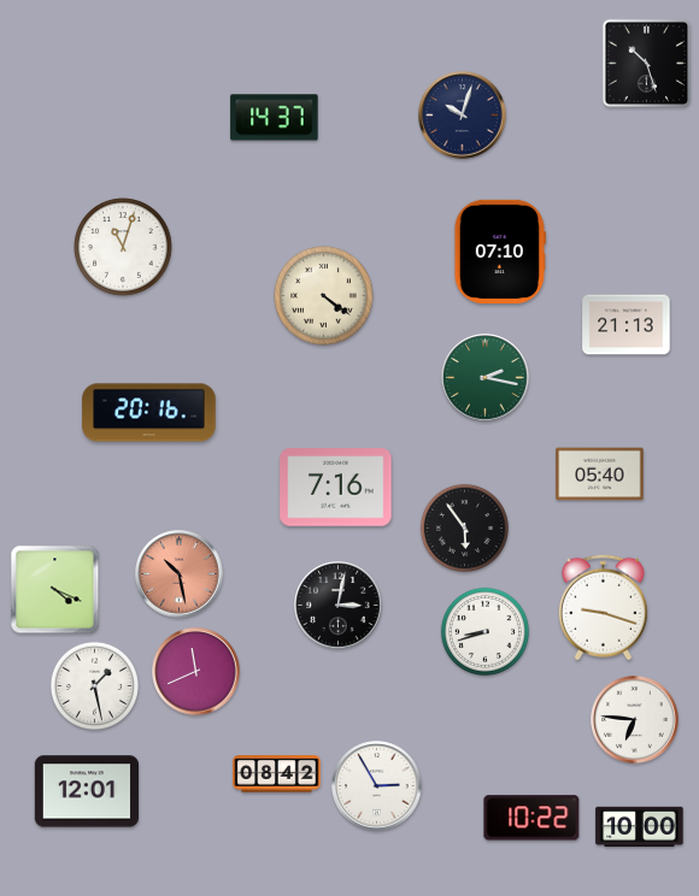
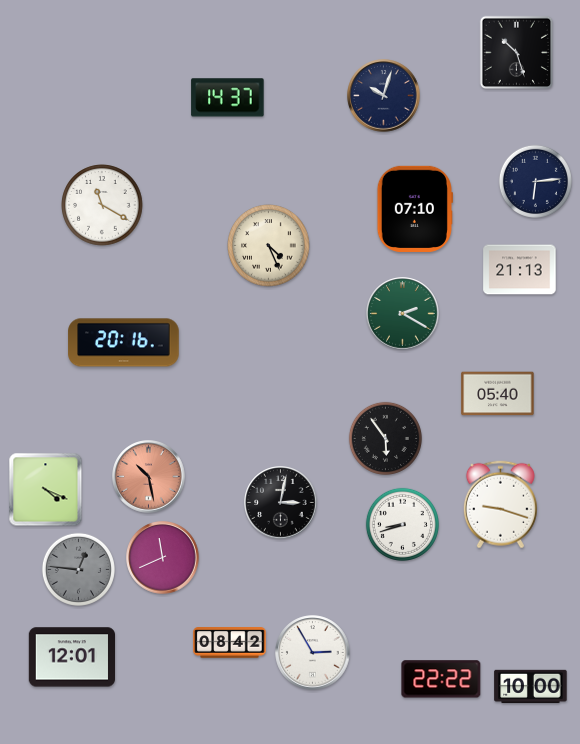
clock at (647, 64) position: (647, 64) -> (517, 53)
clock at (535, 181): none -> 6:14
clock at (123, 247): 11:03 -> 11:20
clock at (324, 296): 4:21 -> 4:26
clock at (486, 378): 2:17 -> 2:20
clock at (336, 488): 7:16 -> none
clock at (94, 685): 1:28 -> 12:46
clock at (94, 685) dial: white -> grey
clock at (635, 720): 6:46 -> none
clock at (531, 818): 10:22 -> 22:22
